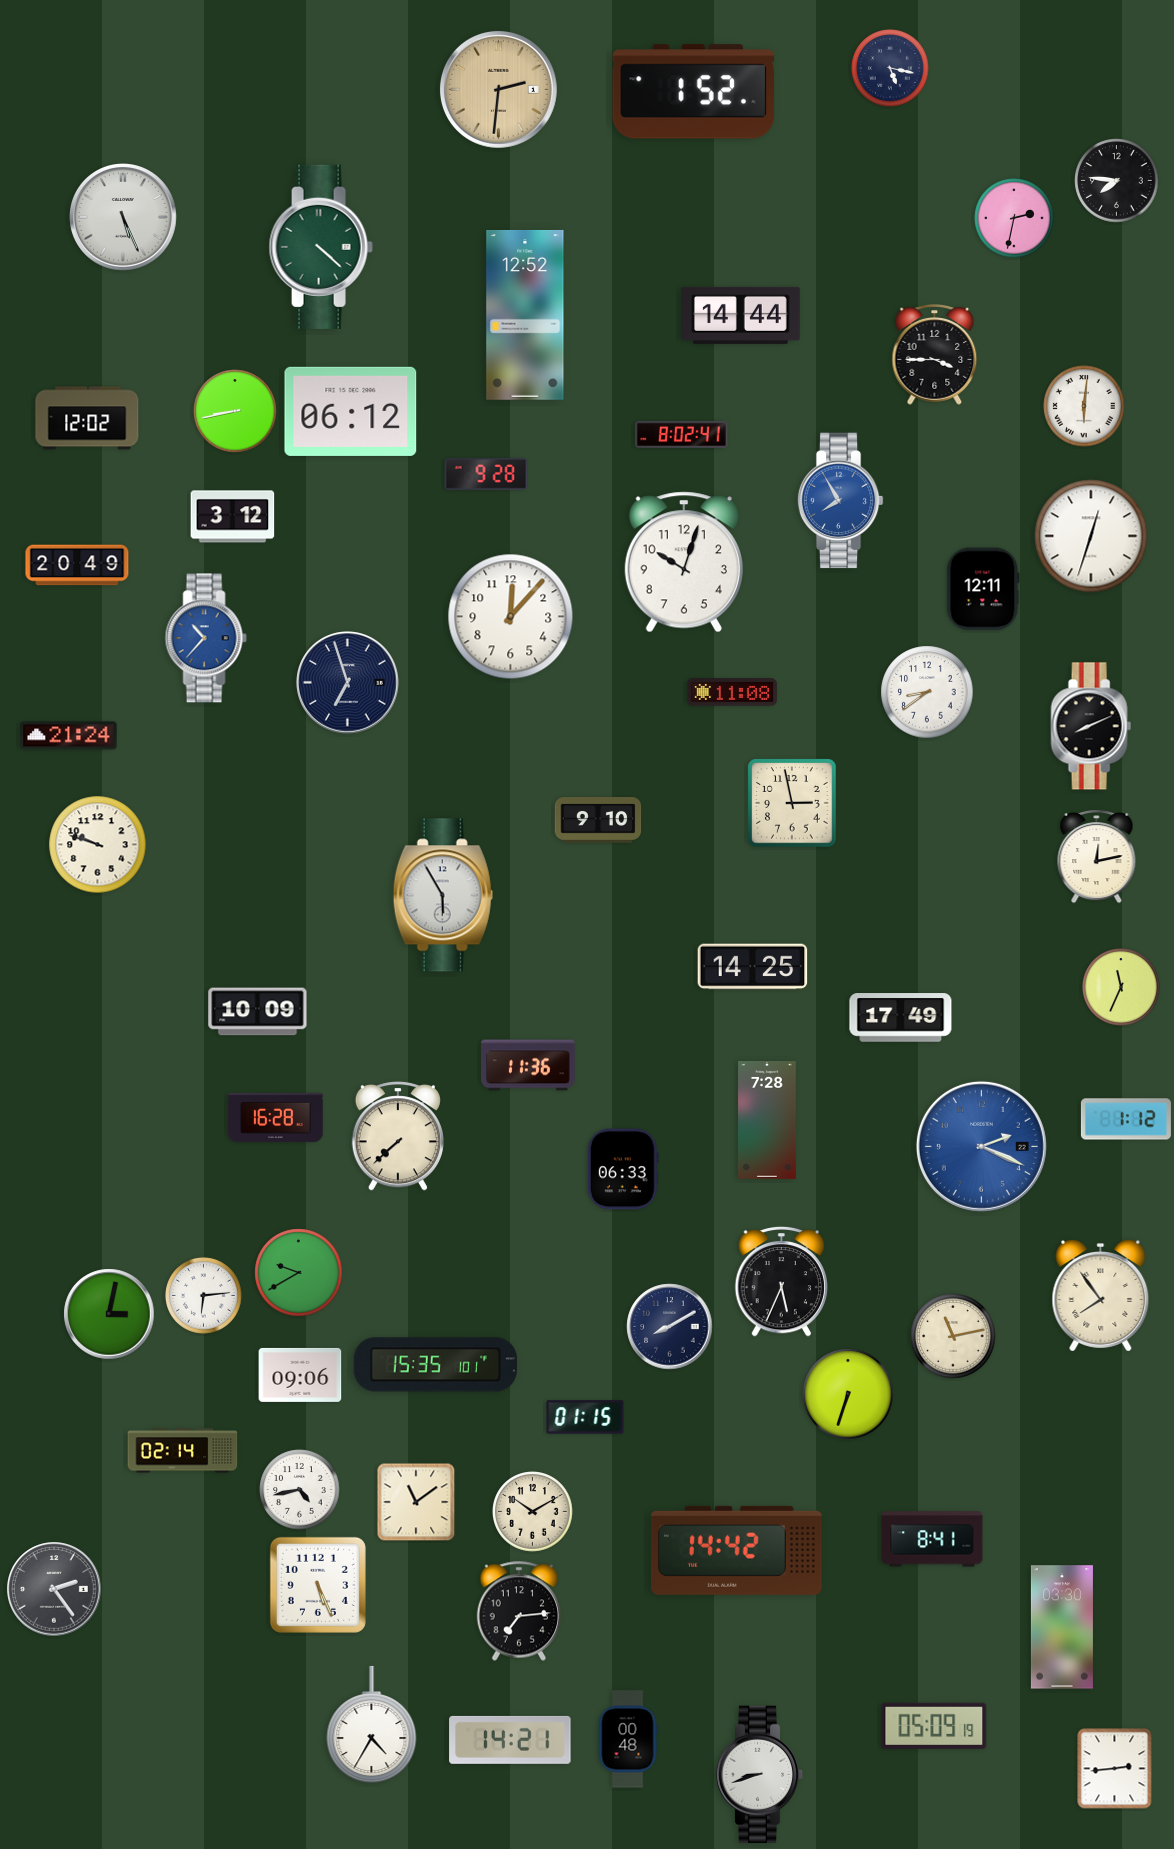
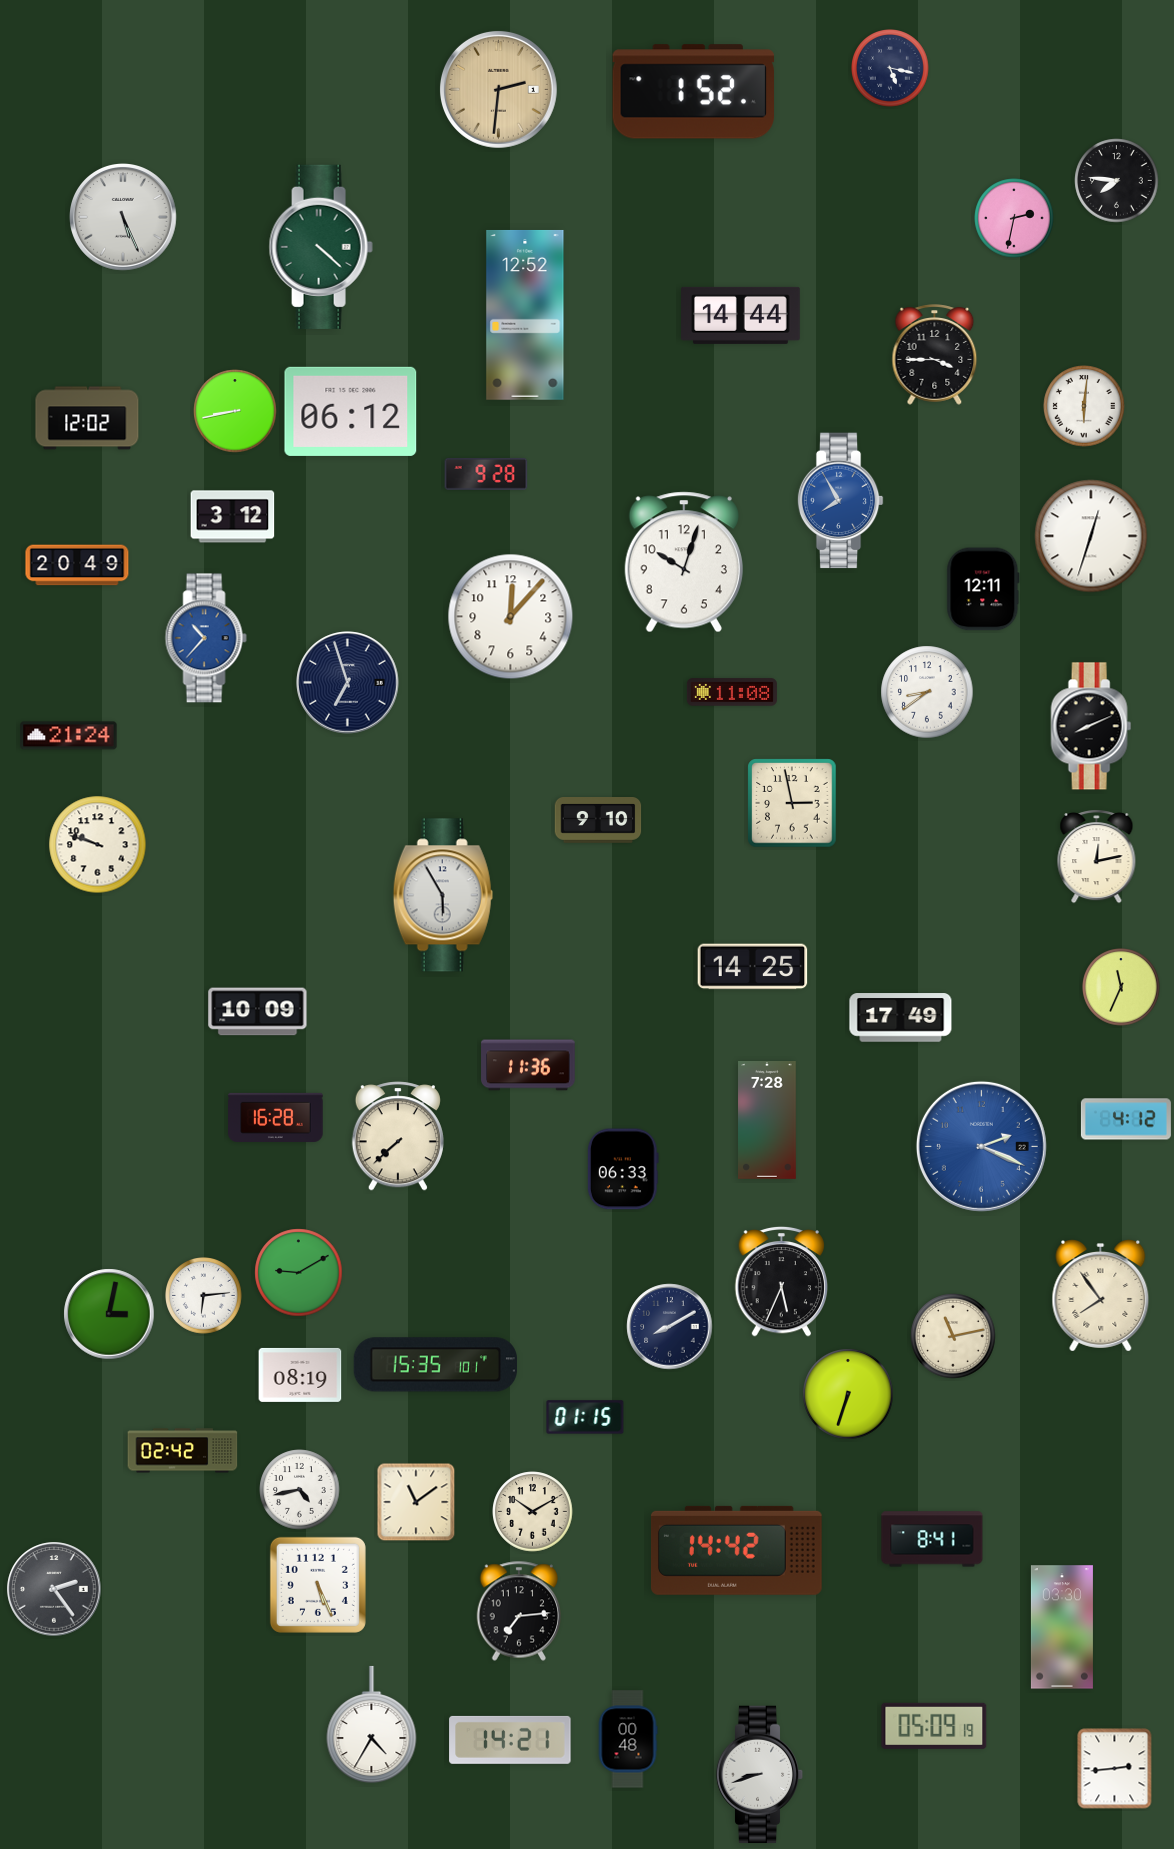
clock at (682, 434): 8:02 -> none
clock at (1126, 1119): 1:12 -> 4:12
clock at (299, 1273): 9:40 -> 9:10
clock at (300, 1375): 09:06 -> 08:19
clock at (183, 1451): 02:14 -> 02:42
